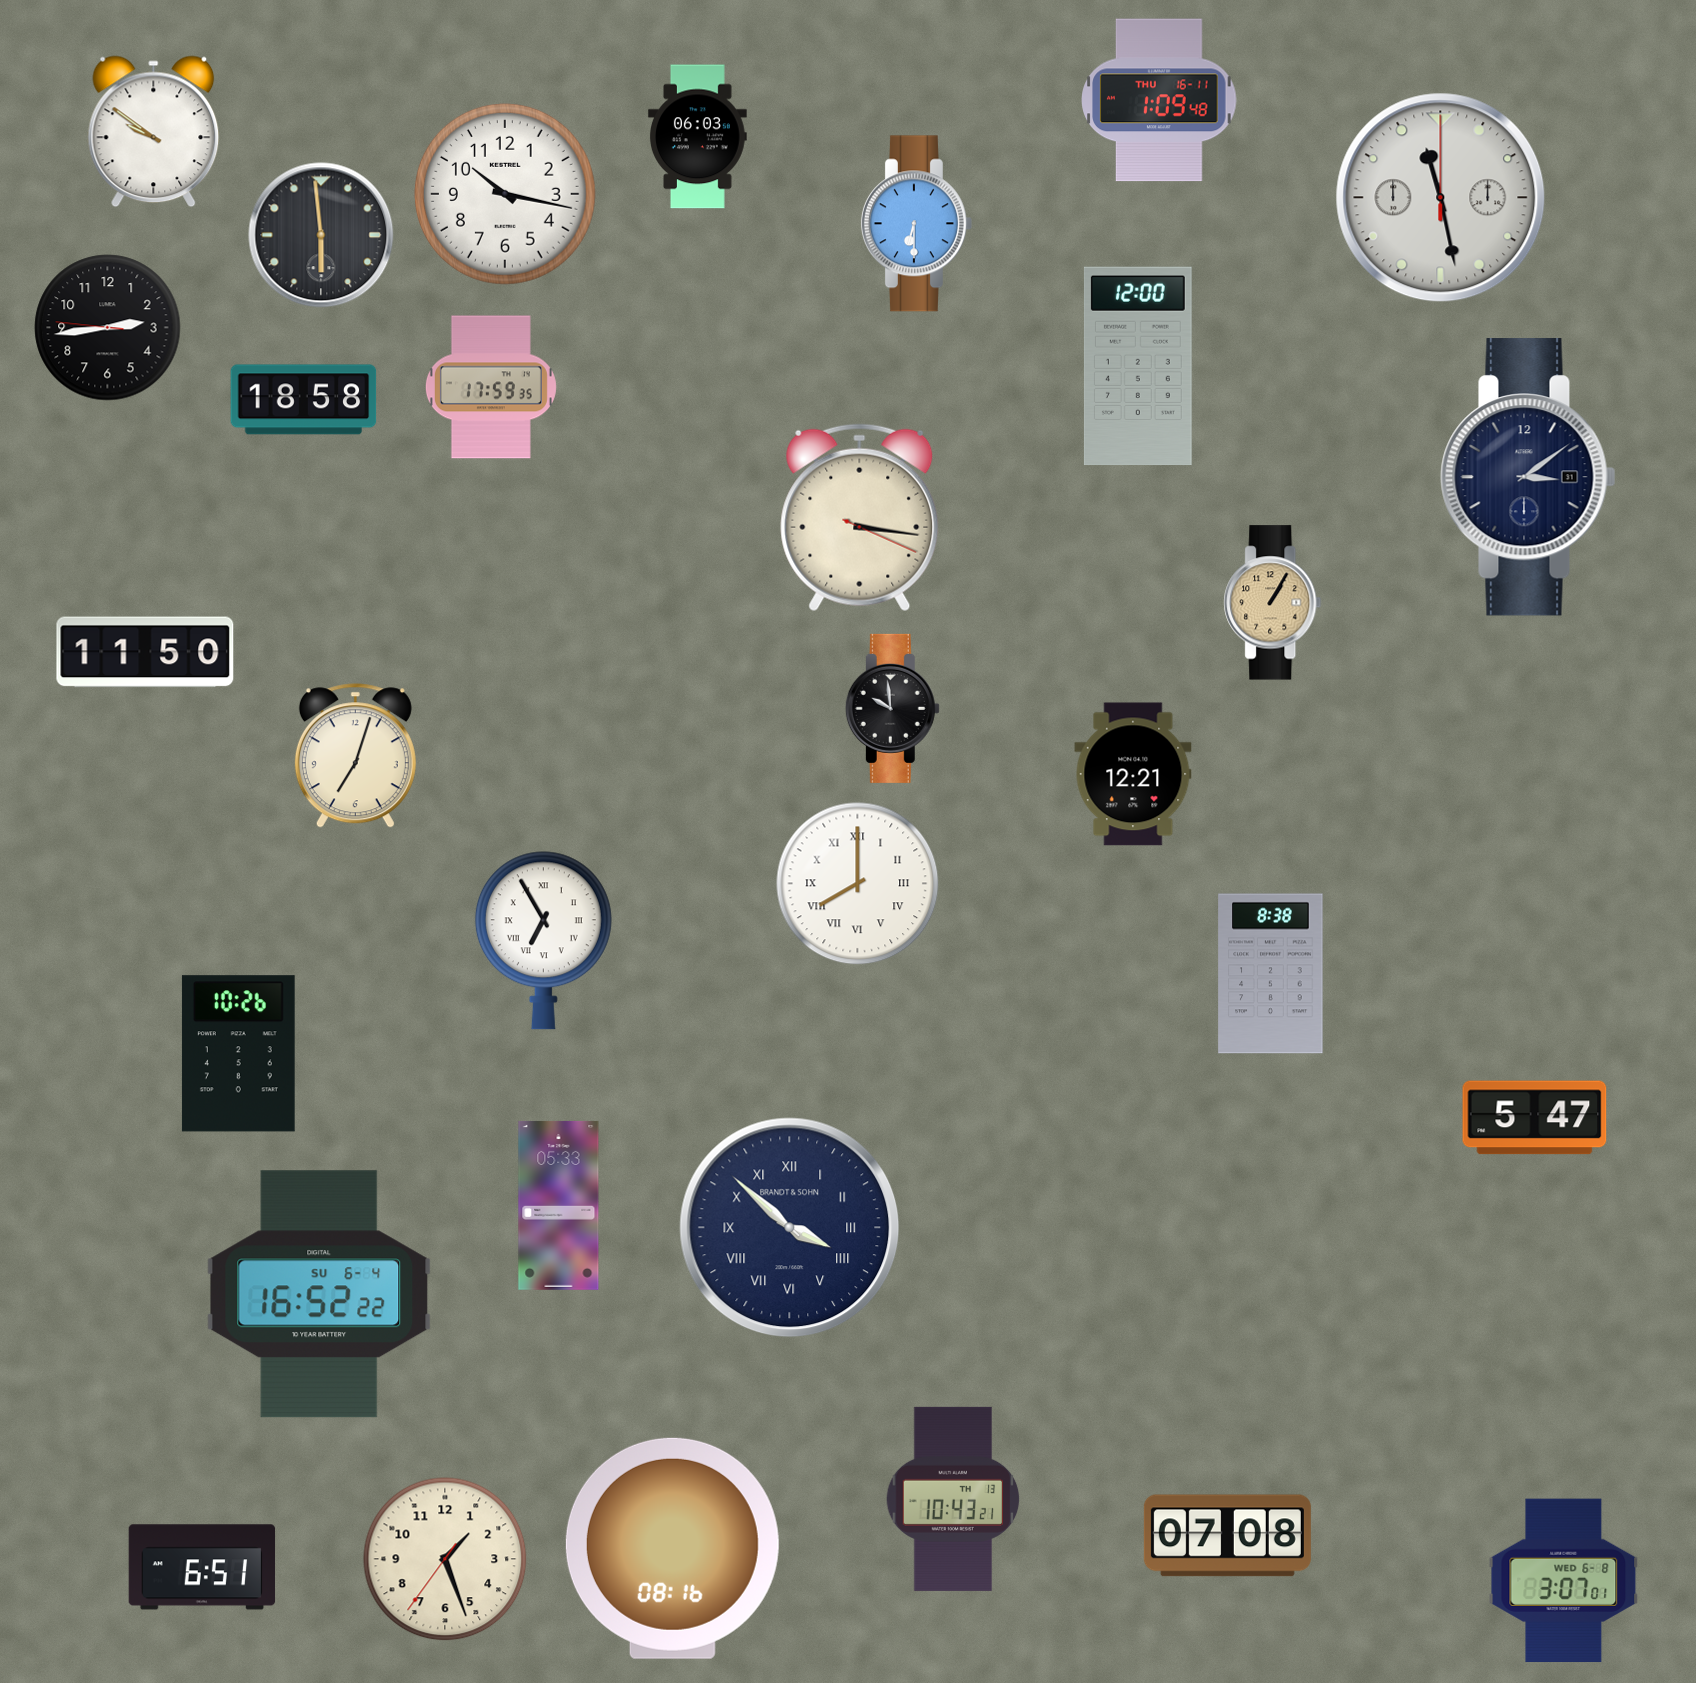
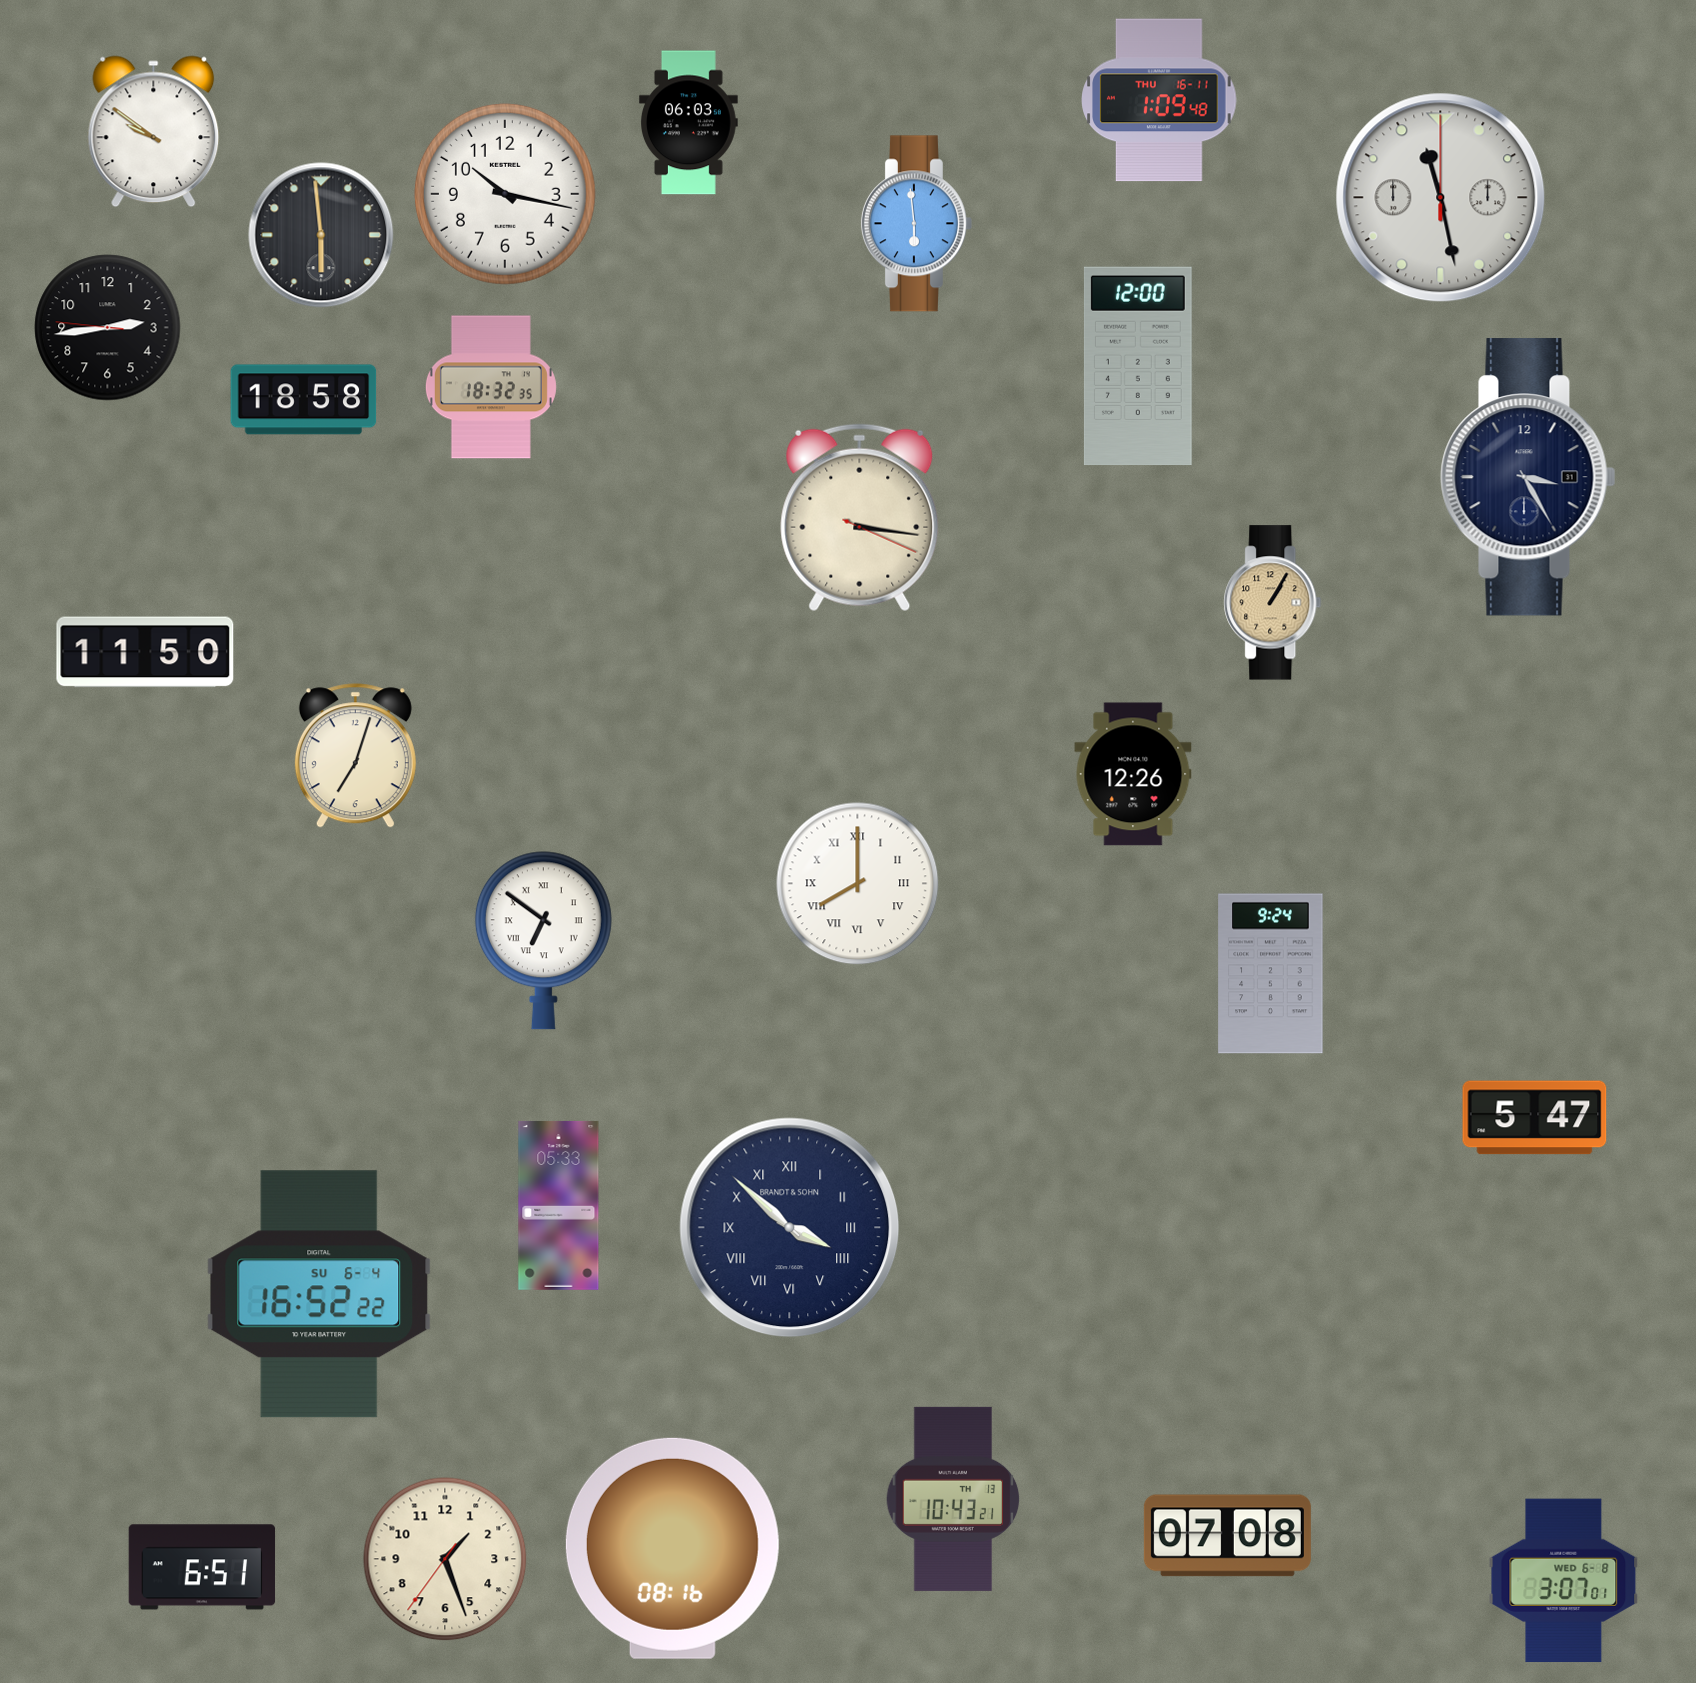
clock at (697, 137) position: (697, 137) -> (688, 123)
clock at (916, 224): 6:30 -> 5:59
clock at (491, 387): 17:59 -> 18:32
clock at (1528, 478): 3:09 -> 3:25
clock at (892, 708): 9:59 -> none
clock at (1133, 774): 12:21 -> 12:26
clock at (543, 941): 6:55 -> 6:51
clock at (1271, 974): 8:38 -> 9:24
clock at (238, 1054): 10:26 -> none
